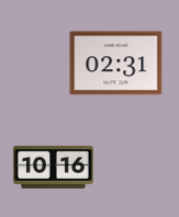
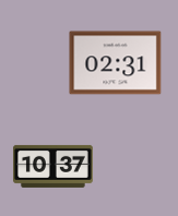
clock at (54, 167): 10:16 -> 10:37
